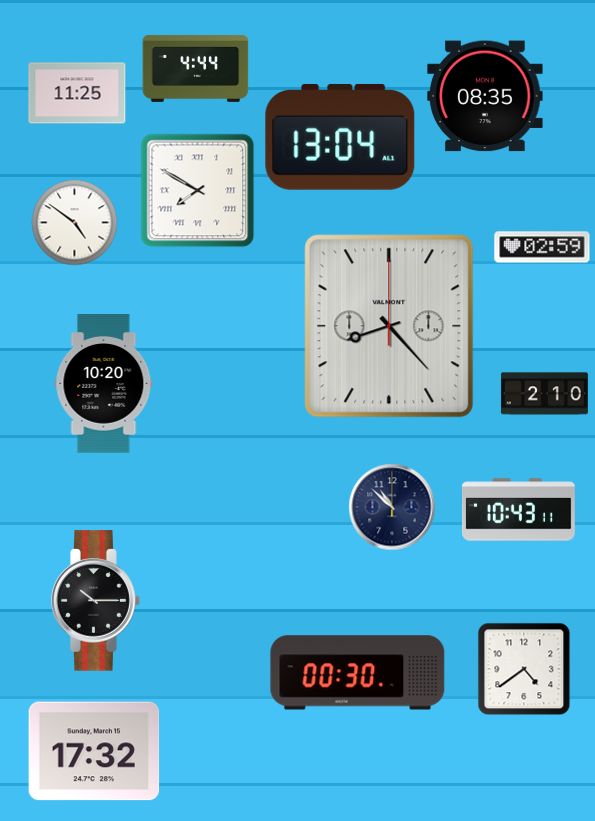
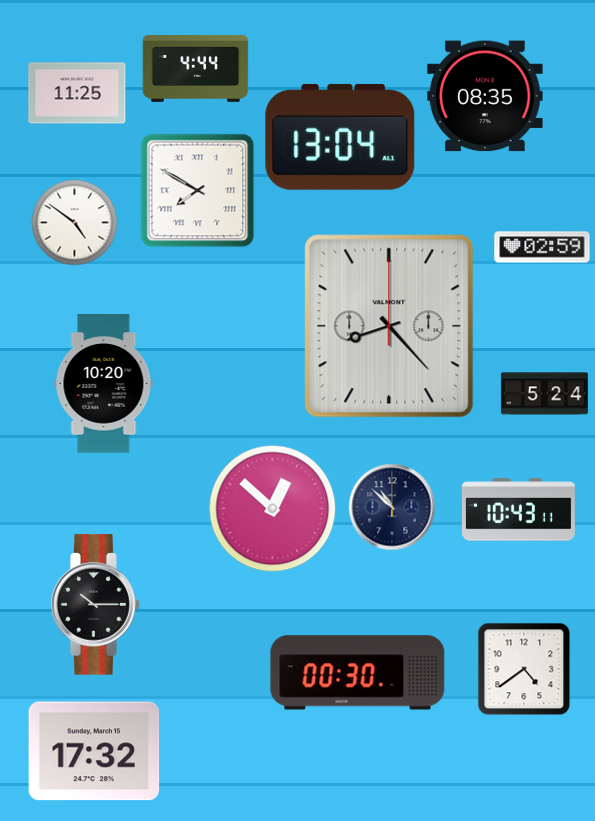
clock at (544, 394): 2:10 -> 5:24
clock at (273, 509): none -> 12:52
clock at (96, 601) position: (96, 601) -> (96, 605)
